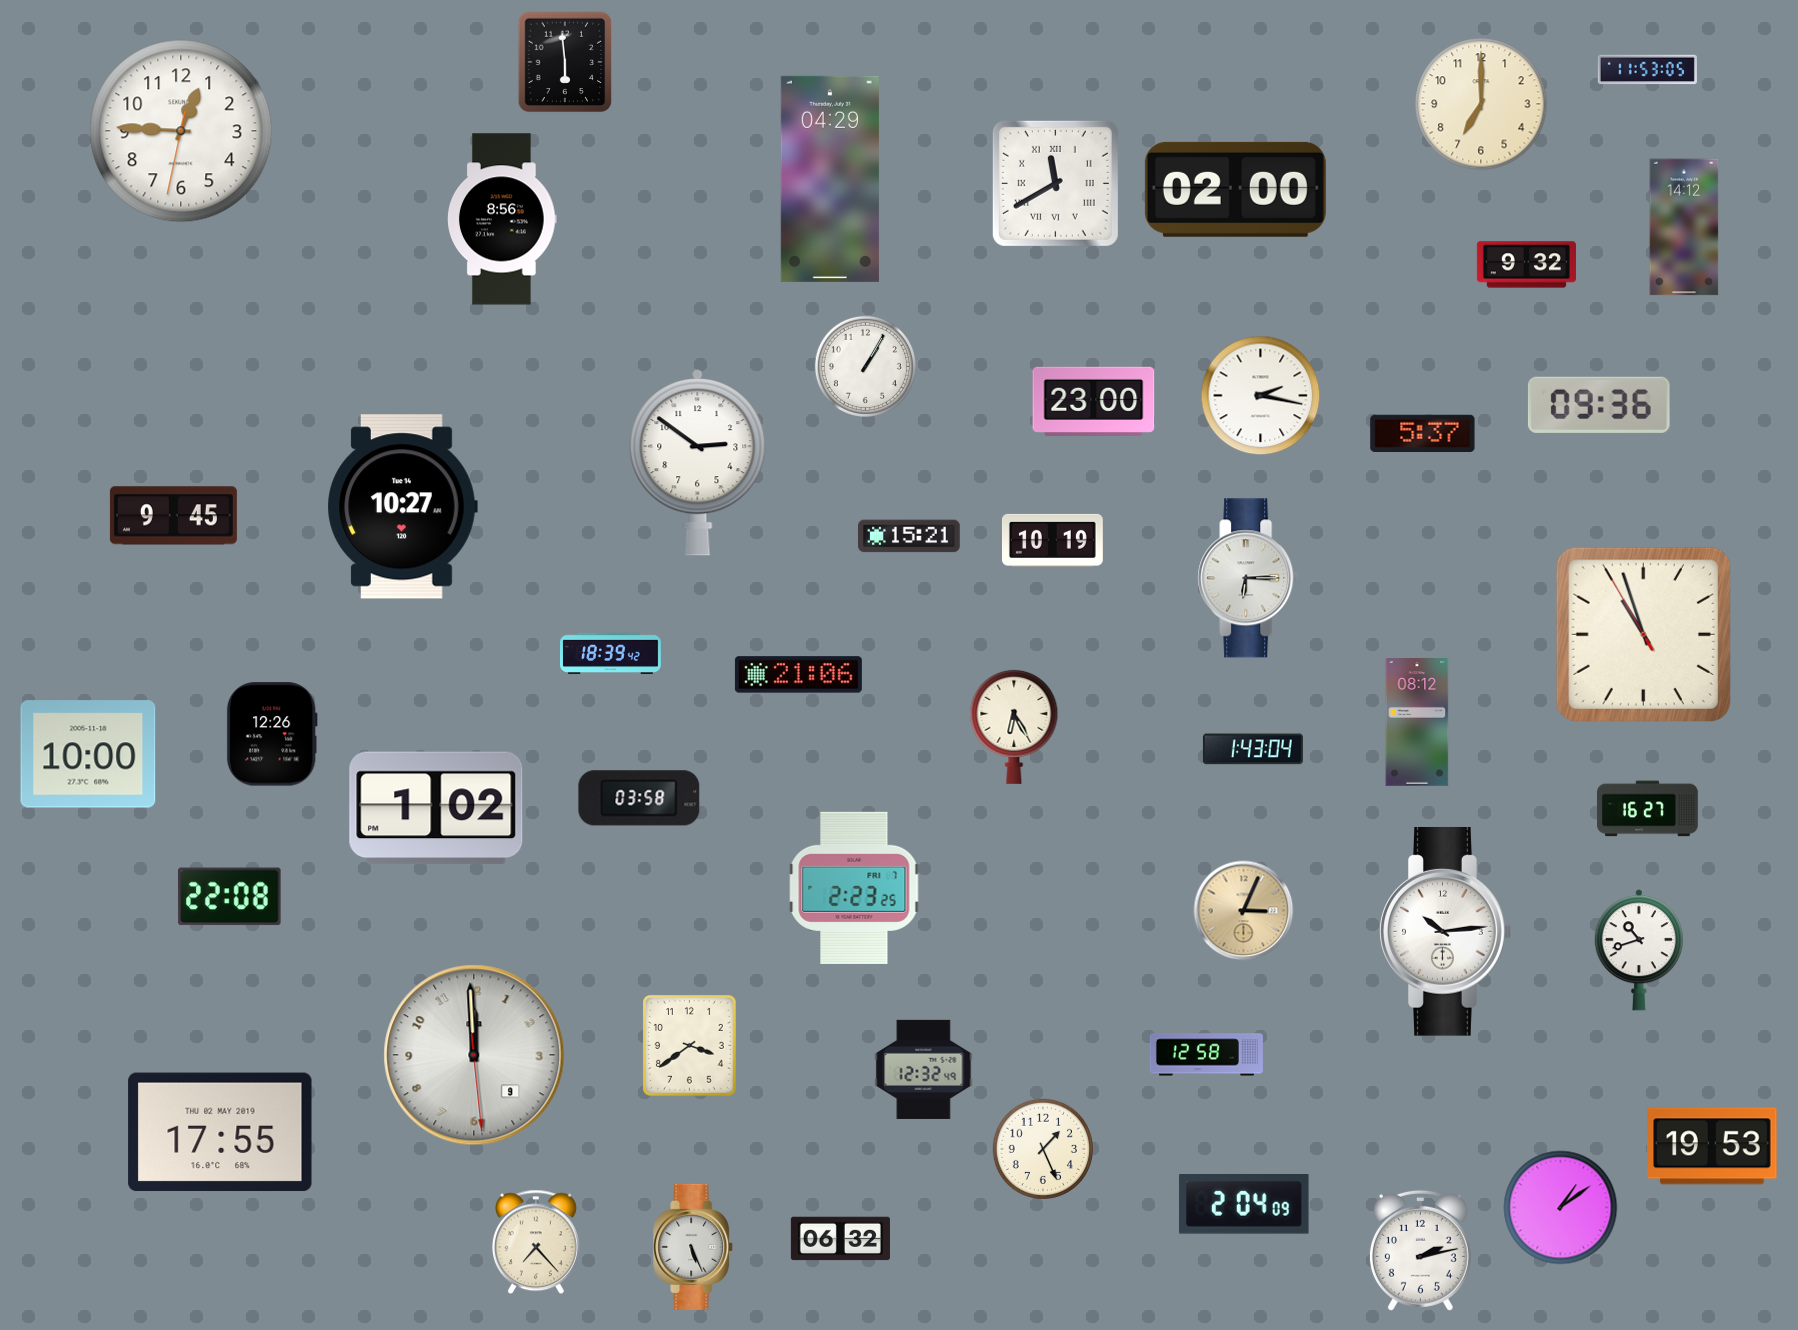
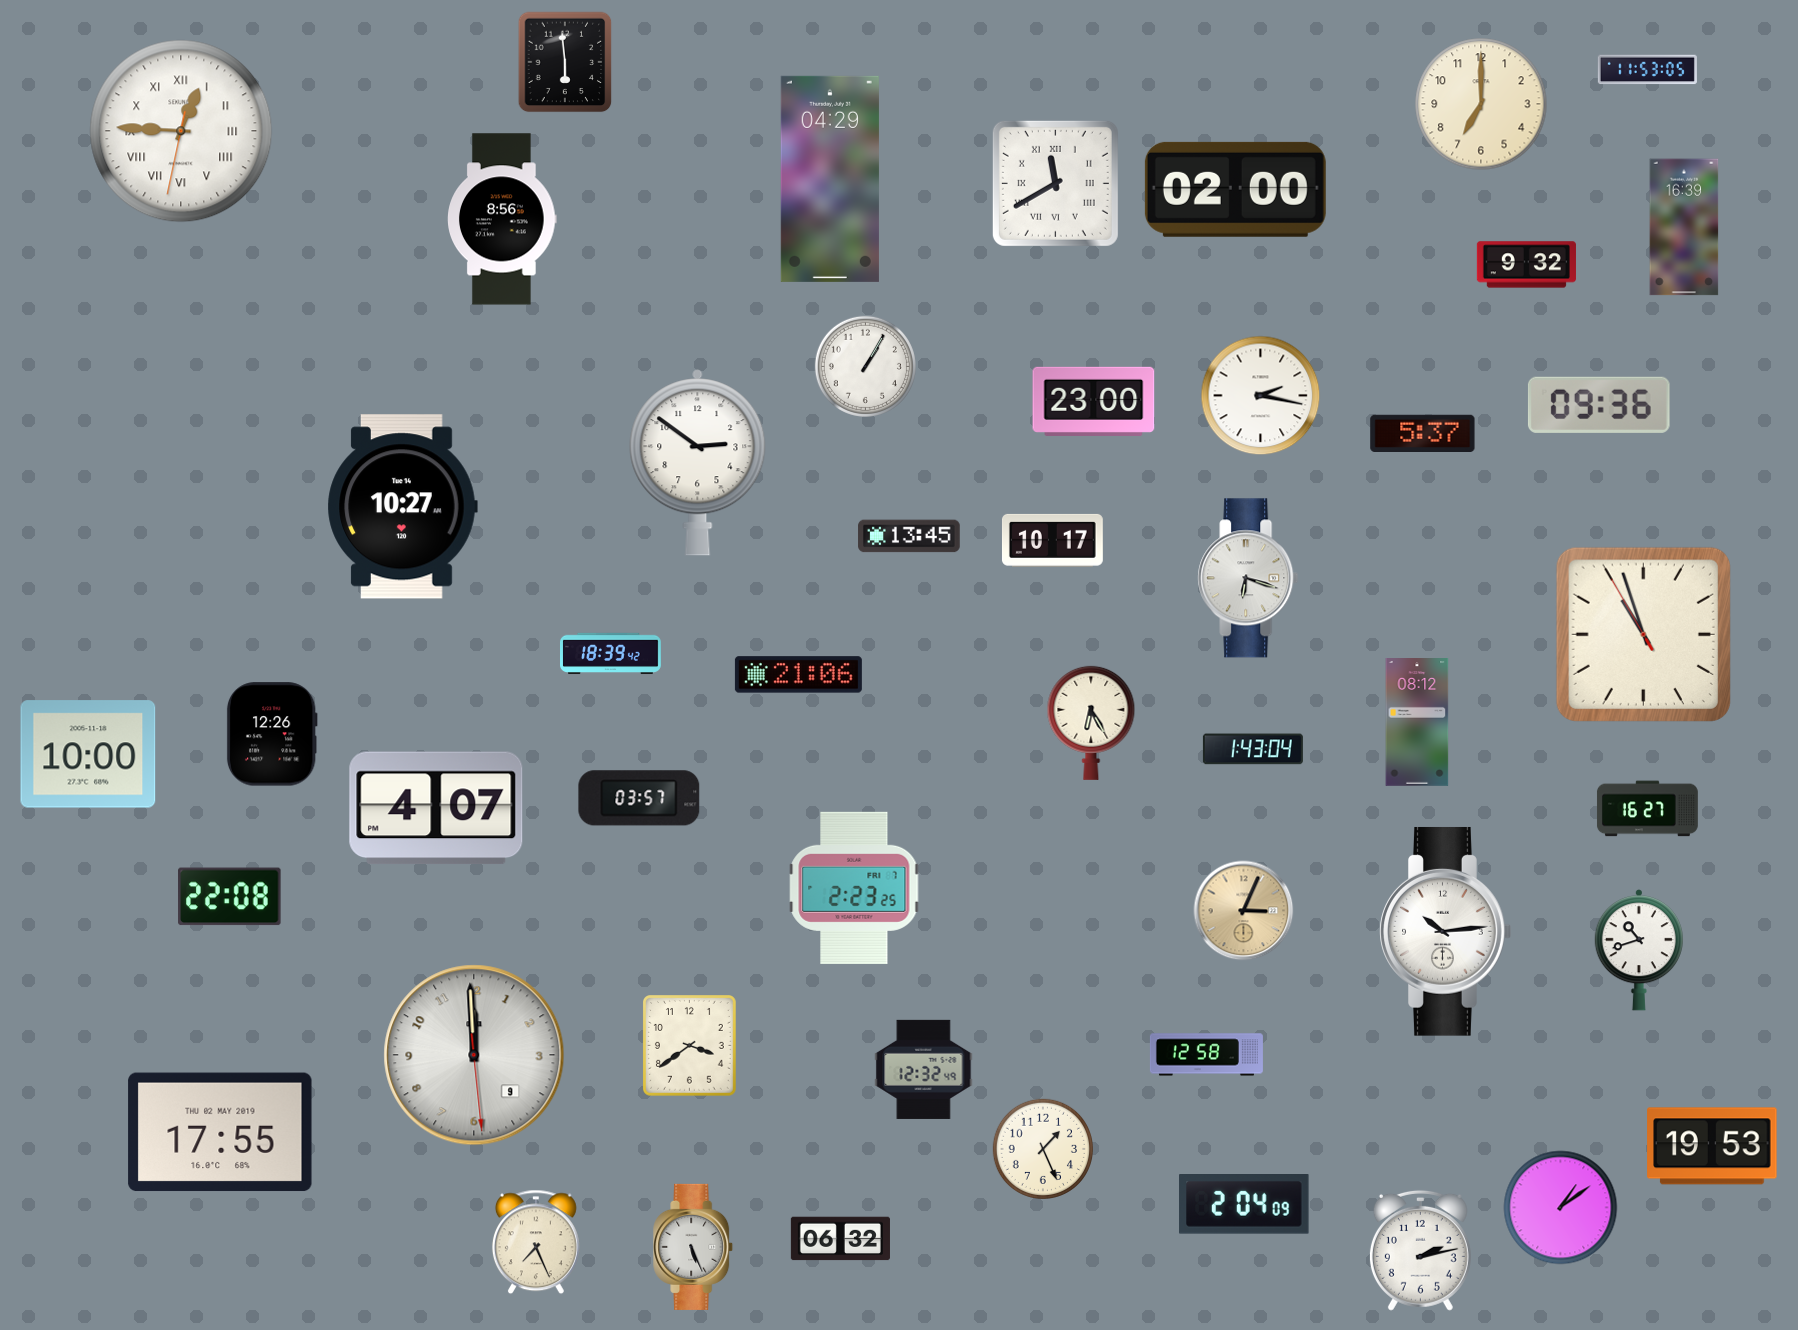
clock at (181, 131) numerals: Arabic -> Roman
clock at (1684, 227): 14:12 -> 16:39
clock at (173, 516): 9:45 -> none
clock at (909, 536): 15:21 -> 13:45
clock at (1052, 540): 10:19 -> 10:17
clock at (1248, 578): 6:15 -> 6:18
clock at (1014, 727) position: (1014, 727) -> (1091, 723)
clock at (639, 798): 03:58 -> 03:57
clock at (436, 808): 1:02 -> 4:07
clock at (536, 1242): 7:23 -> 7:26
